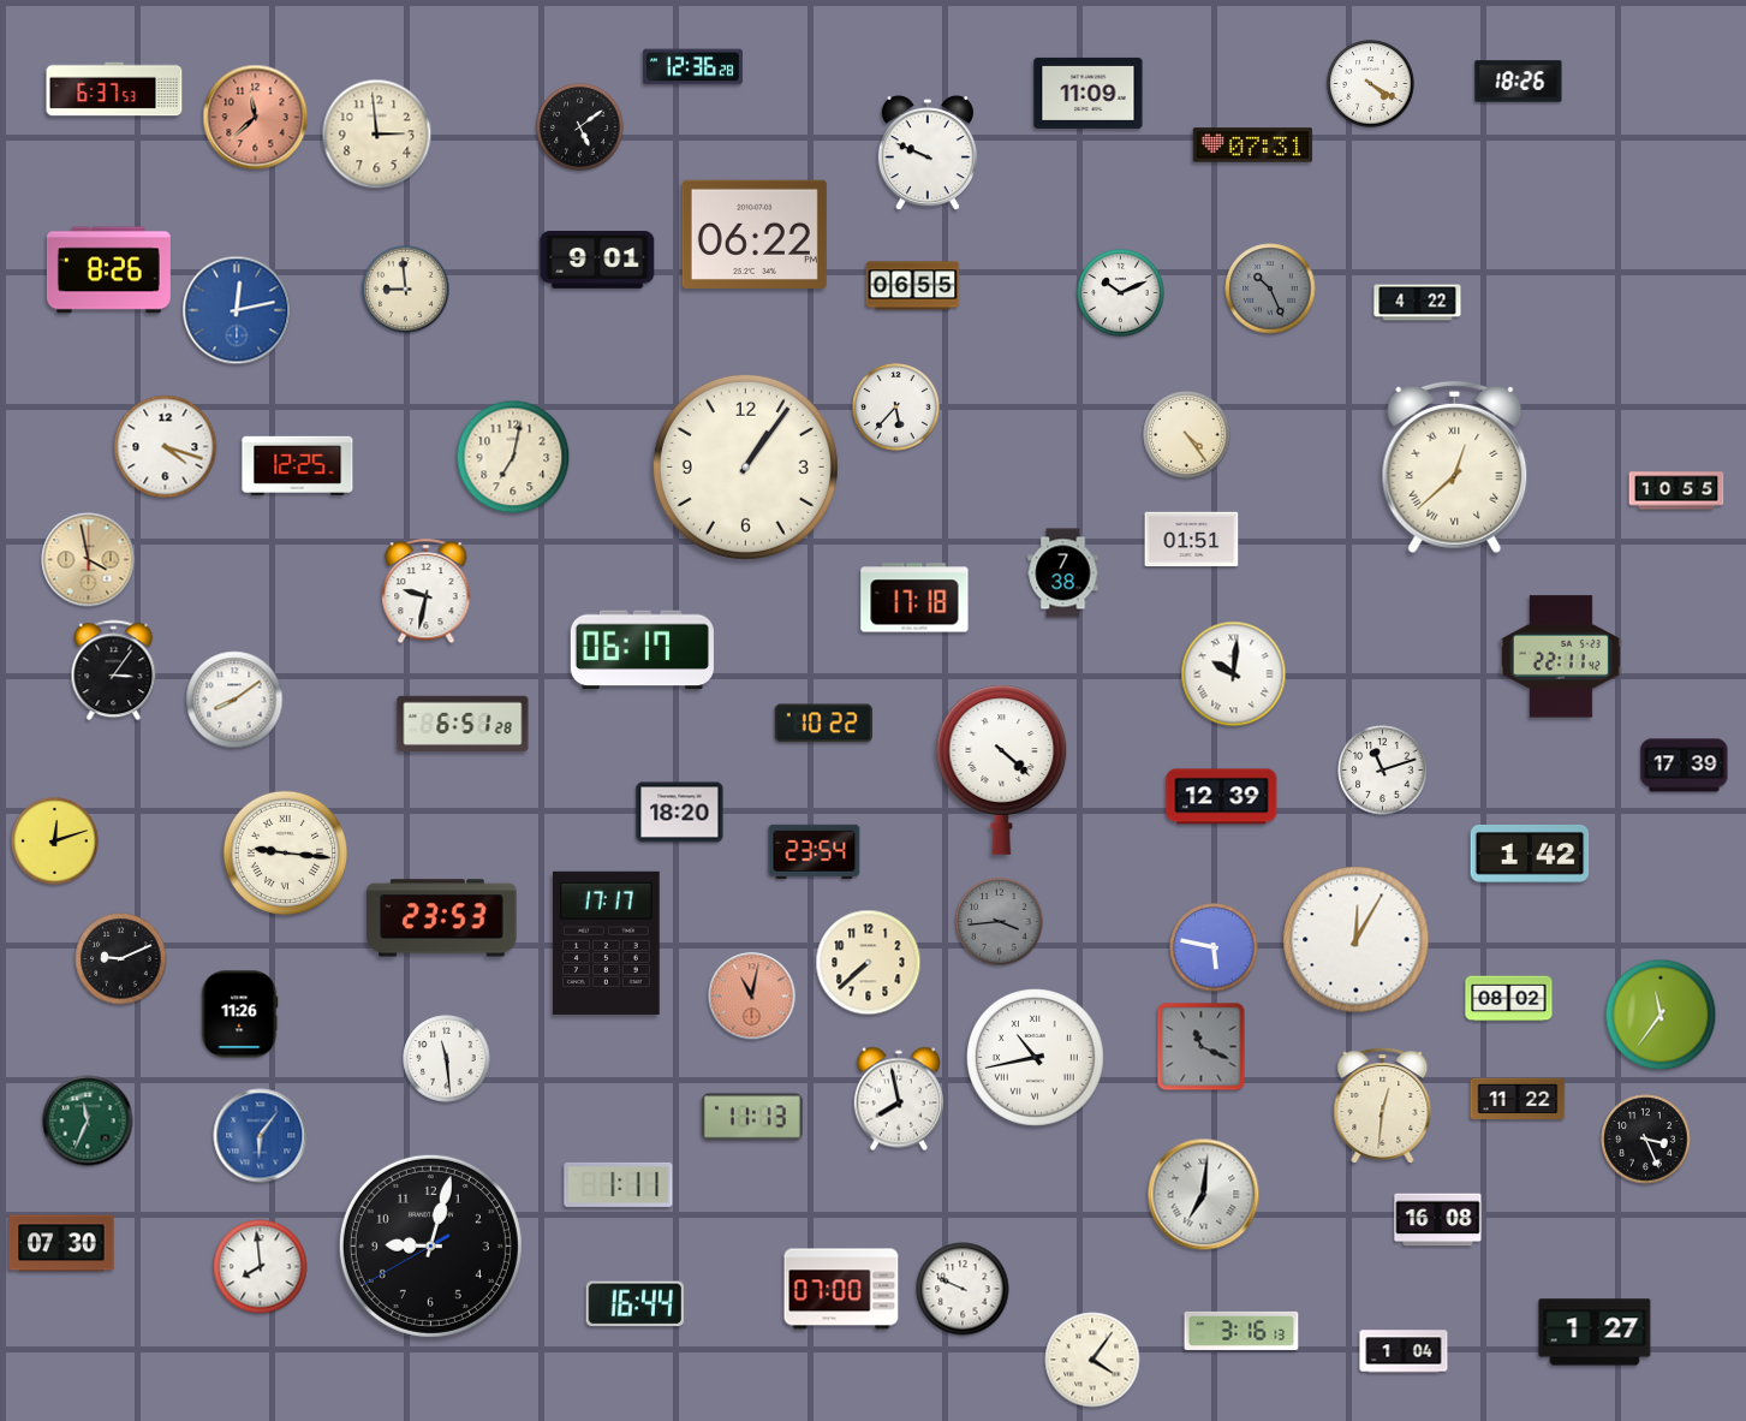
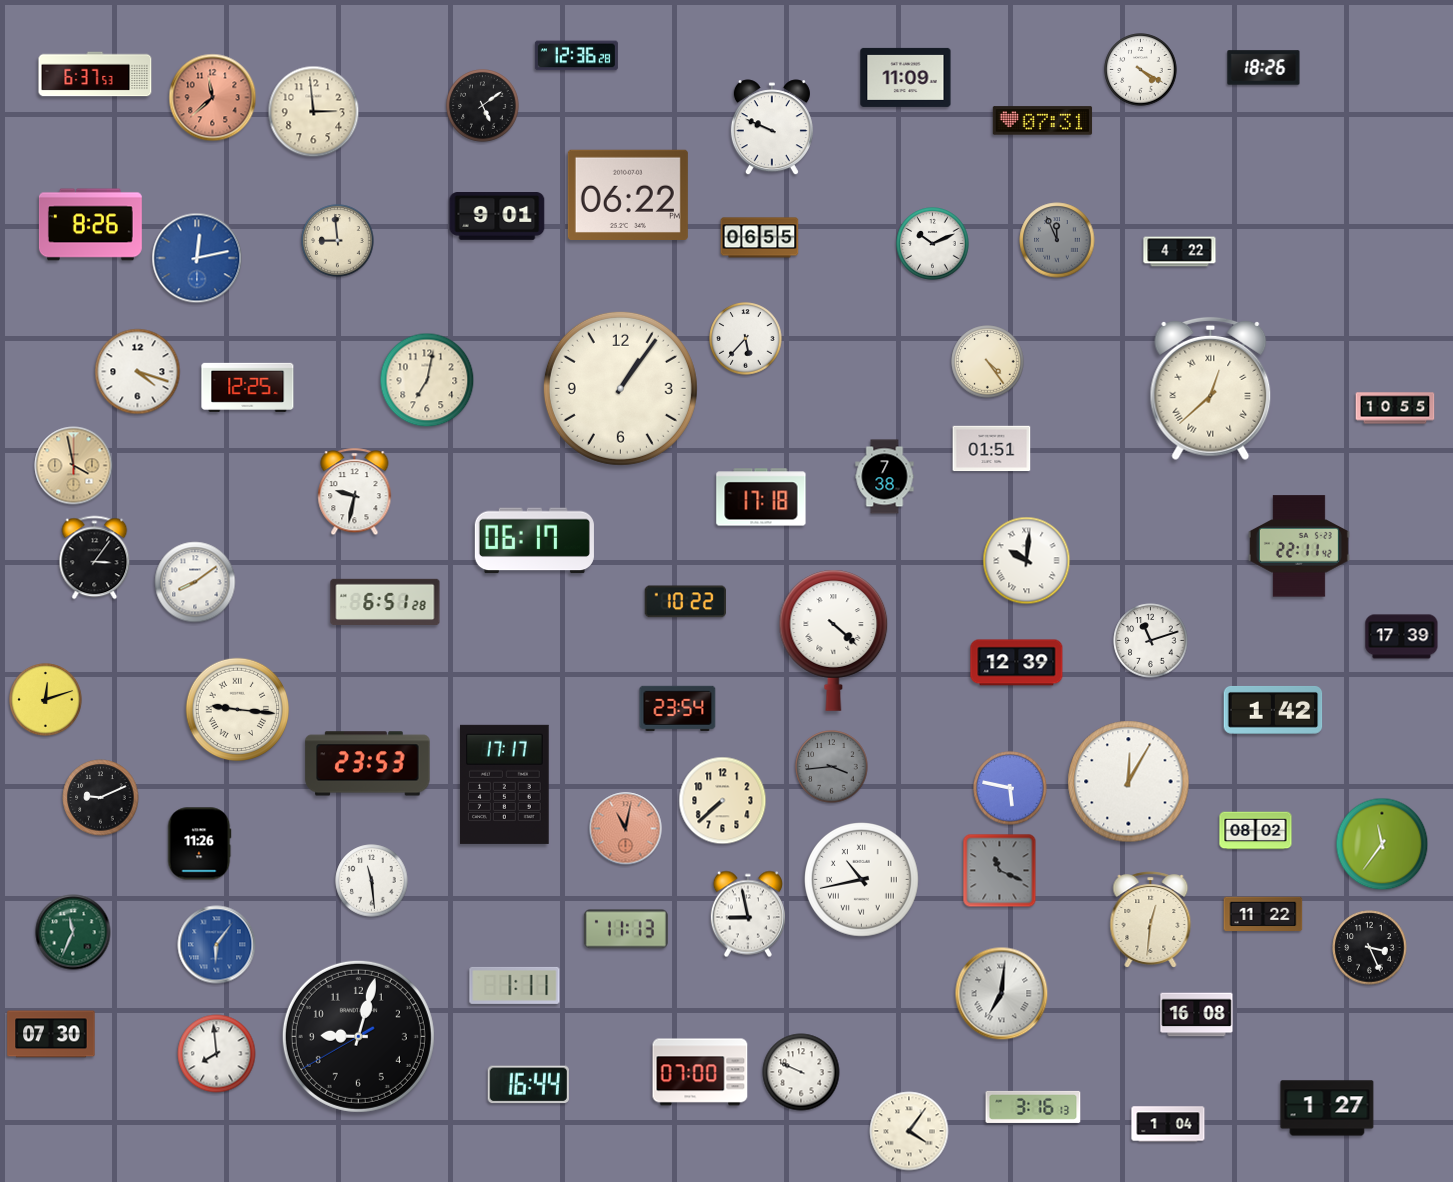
clock at (1270, 289): 10:26 -> 11:56
clock at (680, 813): 18:20 -> none
clock at (899, 1099): 7:58 -> 8:58
